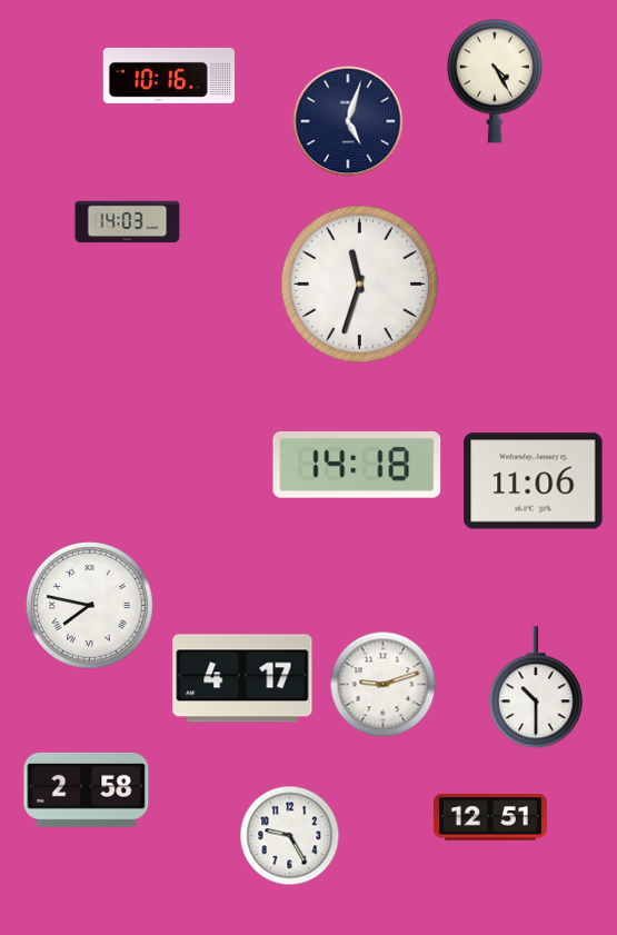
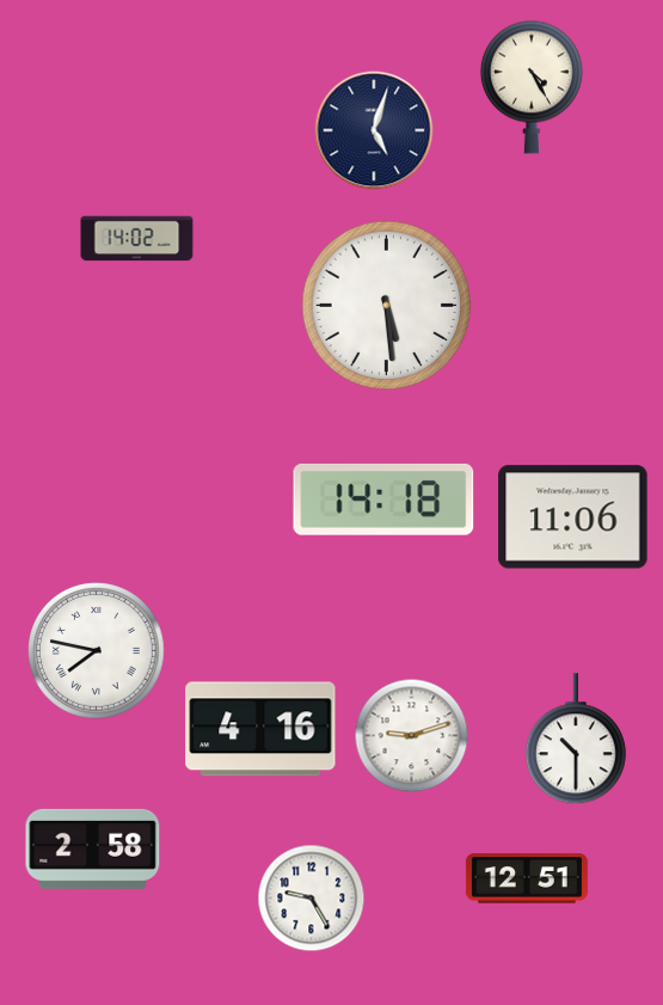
clock at (168, 76): 10:16 -> none
clock at (128, 222): 14:03 -> 14:02
clock at (360, 285): 11:33 -> 5:29
clock at (242, 678): 4:17 -> 4:16
